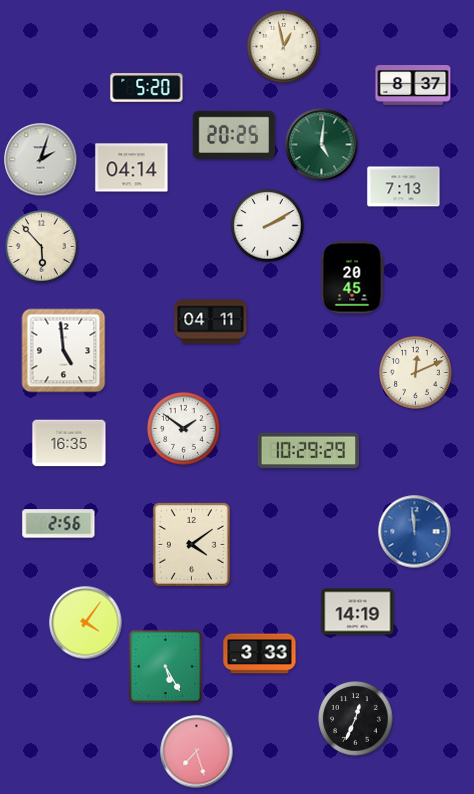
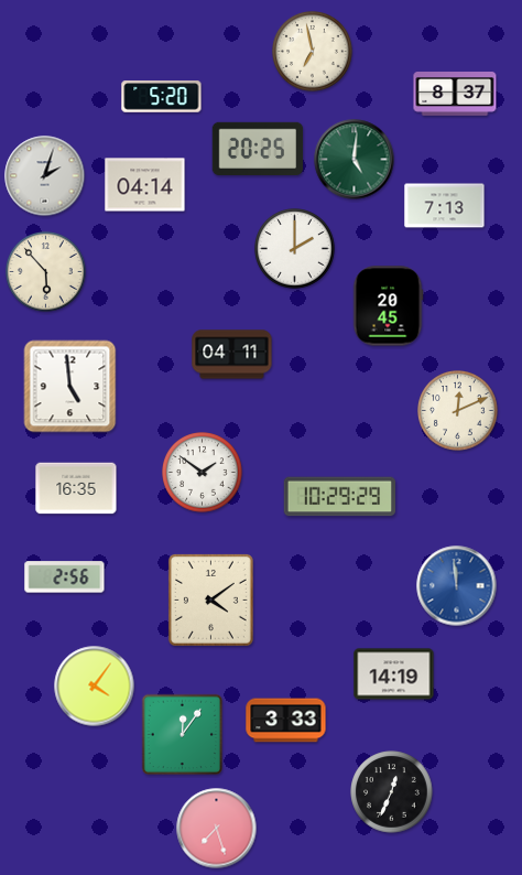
clock at (284, 47): 12:58 -> 6:58
clock at (268, 226): 2:10 -> 2:00
clock at (166, 667): 5:25 -> 12:06
